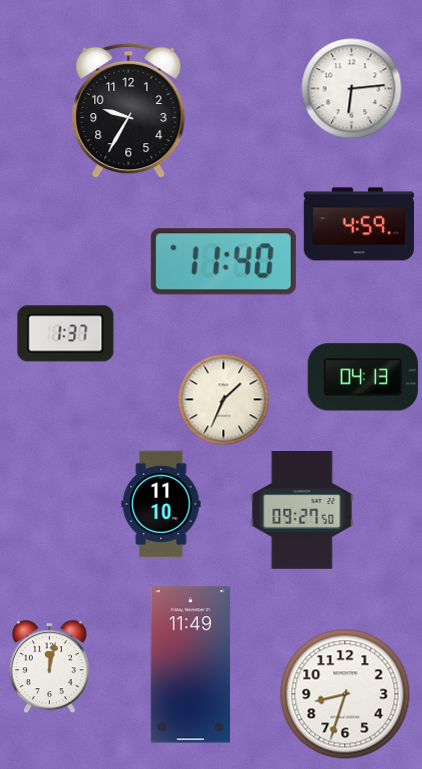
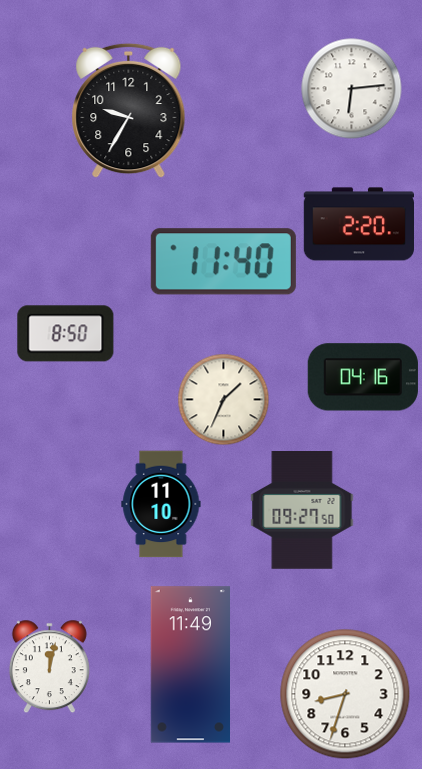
clock at (358, 224): 4:59 -> 2:20
clock at (66, 334): 1:37 -> 8:50
clock at (363, 377): 04:13 -> 04:16
